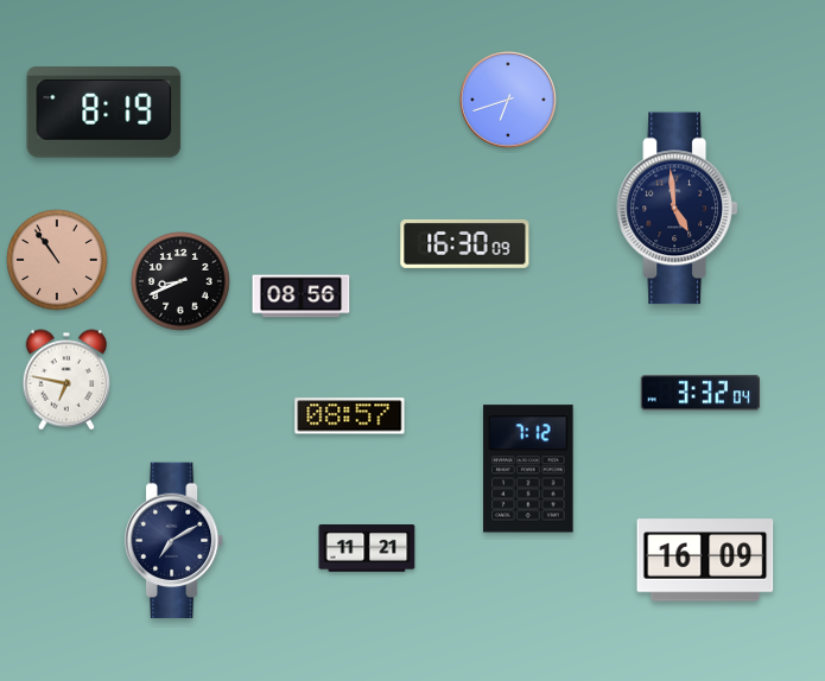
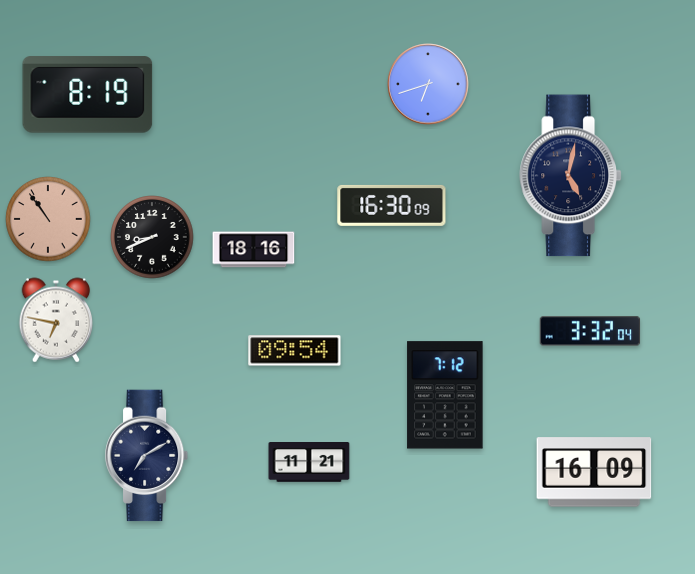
clock at (678, 209): 4:59 -> 5:02
clock at (302, 297): 08:56 -> 18:16
clock at (350, 416): 08:57 -> 09:54
